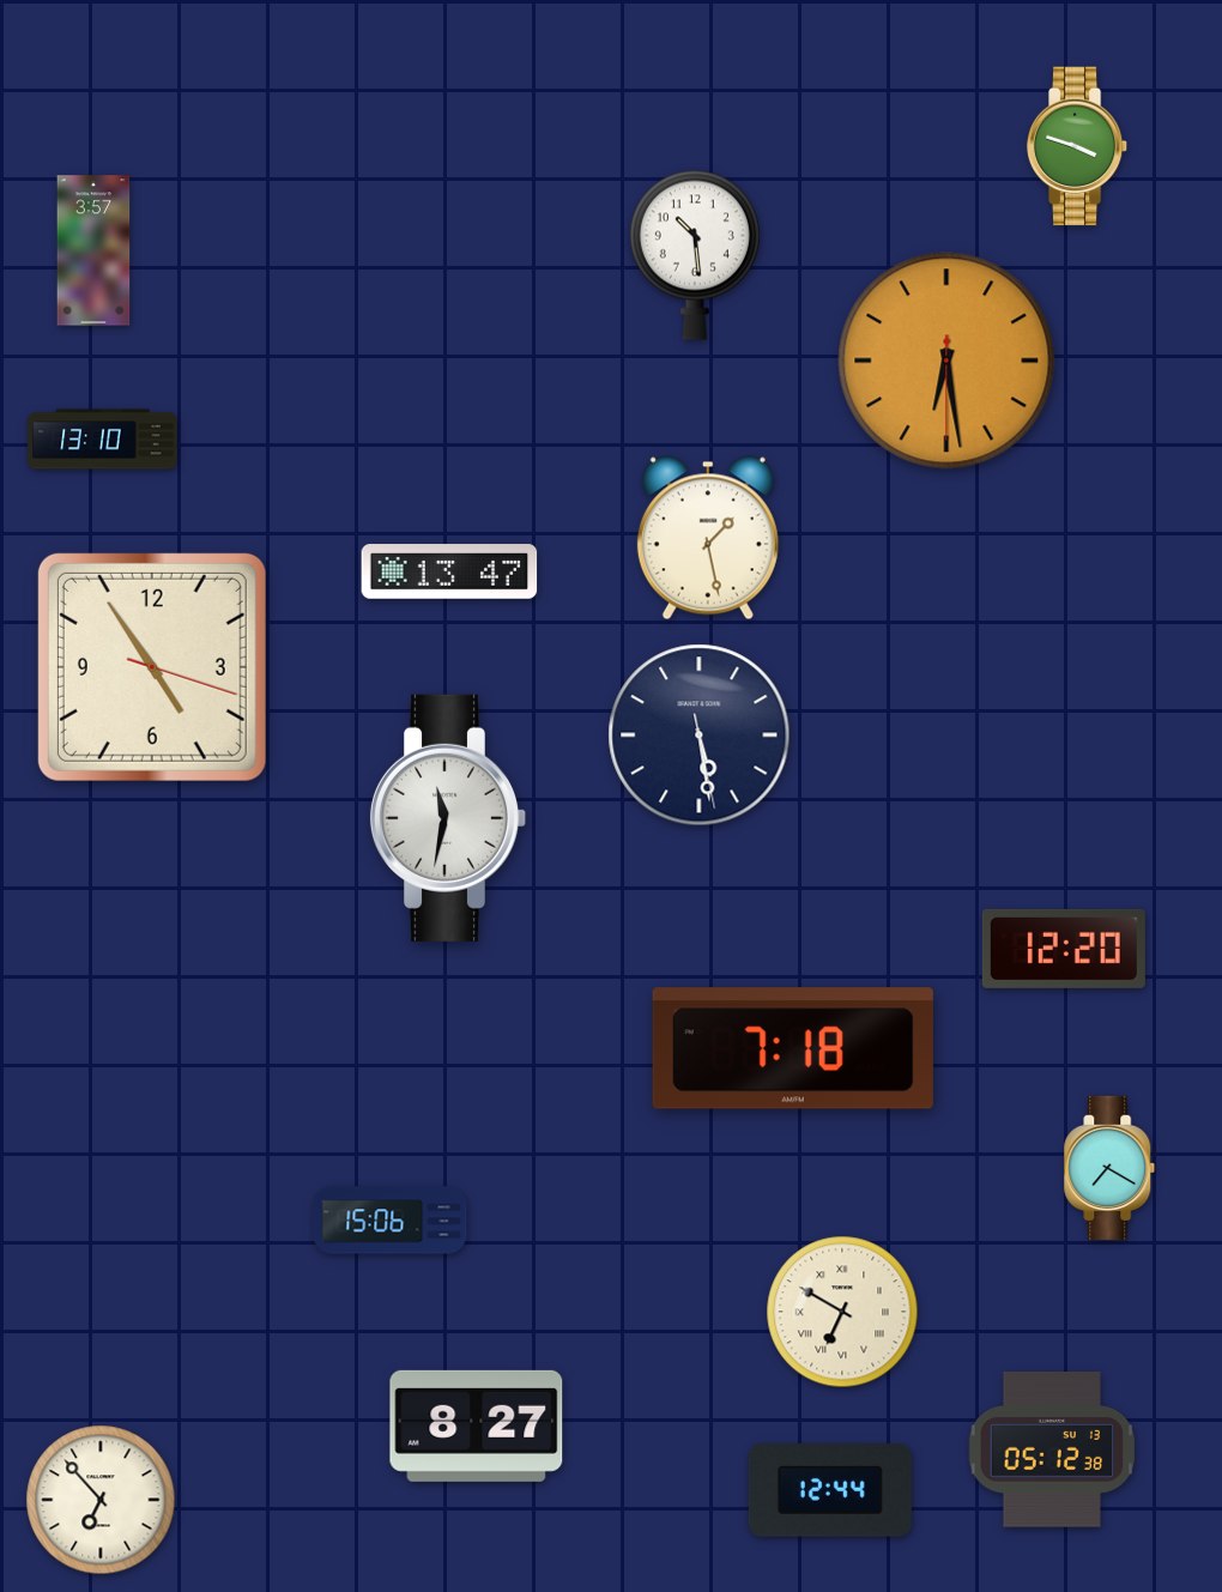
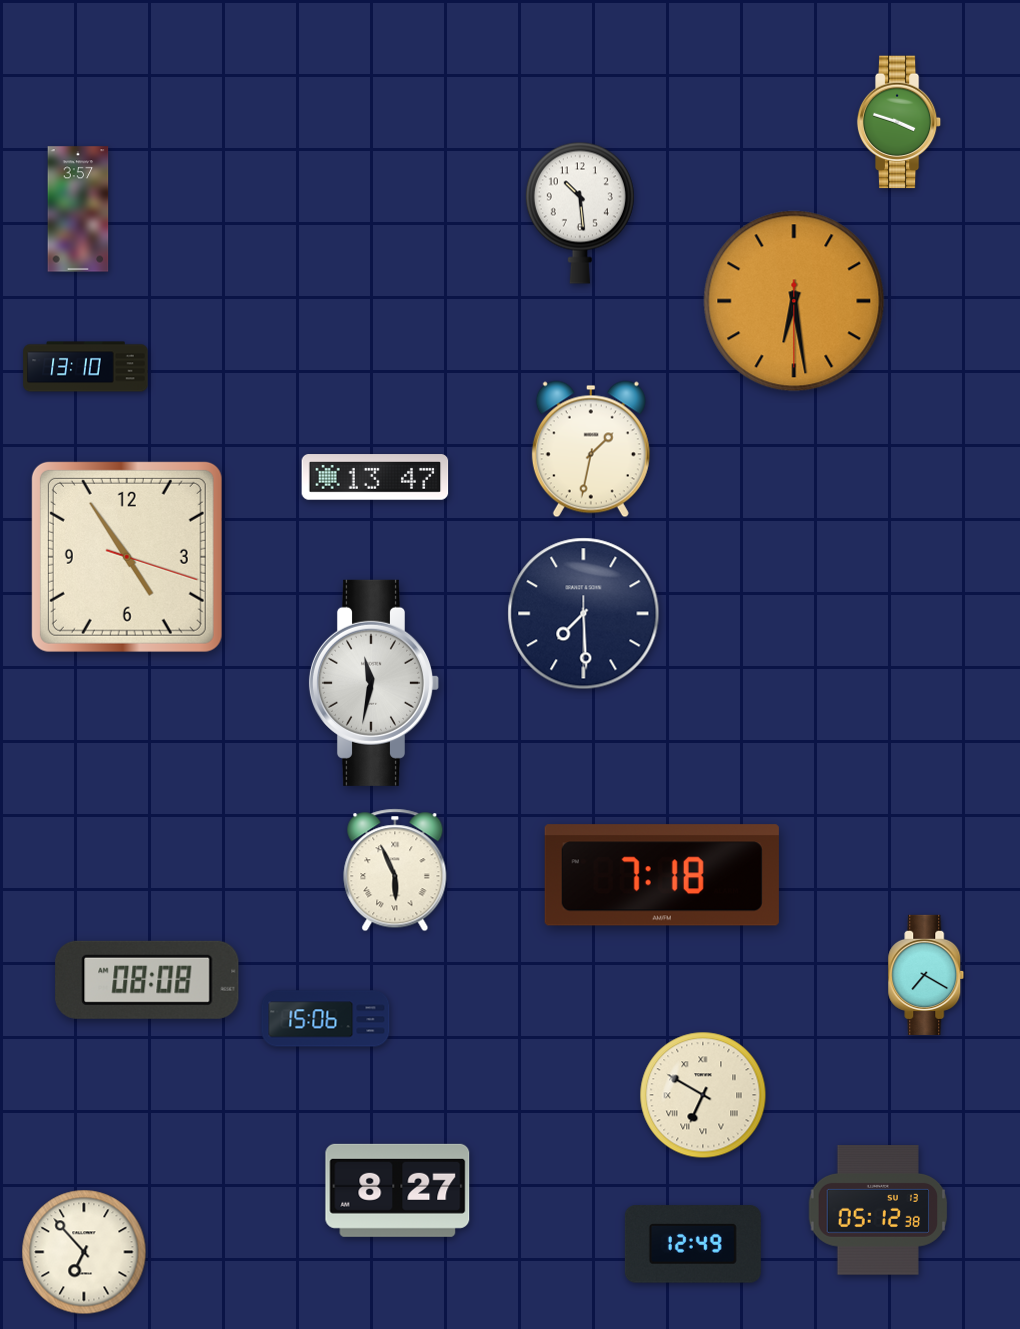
clock at (946, 361) position: (946, 361) -> (794, 301)
clock at (708, 538): 1:28 -> 1:32
clock at (700, 736): 5:28 -> 7:29
clock at (1064, 949): 12:20 -> none
clock at (395, 870): none -> 5:56
clock at (147, 980): none -> 08:08
clock at (830, 1490): 12:44 -> 12:49
